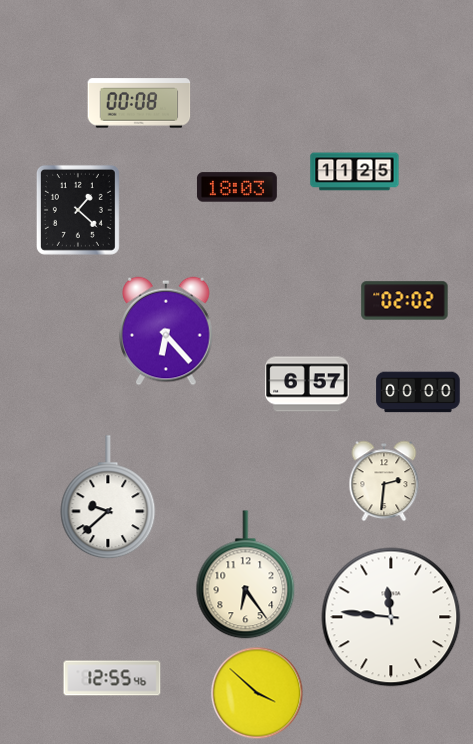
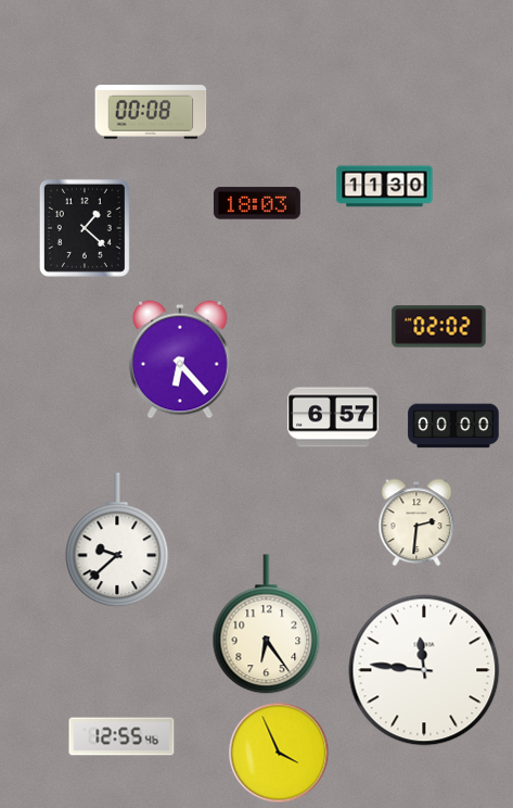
clock at (355, 172): 11:25 -> 11:30
clock at (257, 693): 3:52 -> 3:56
